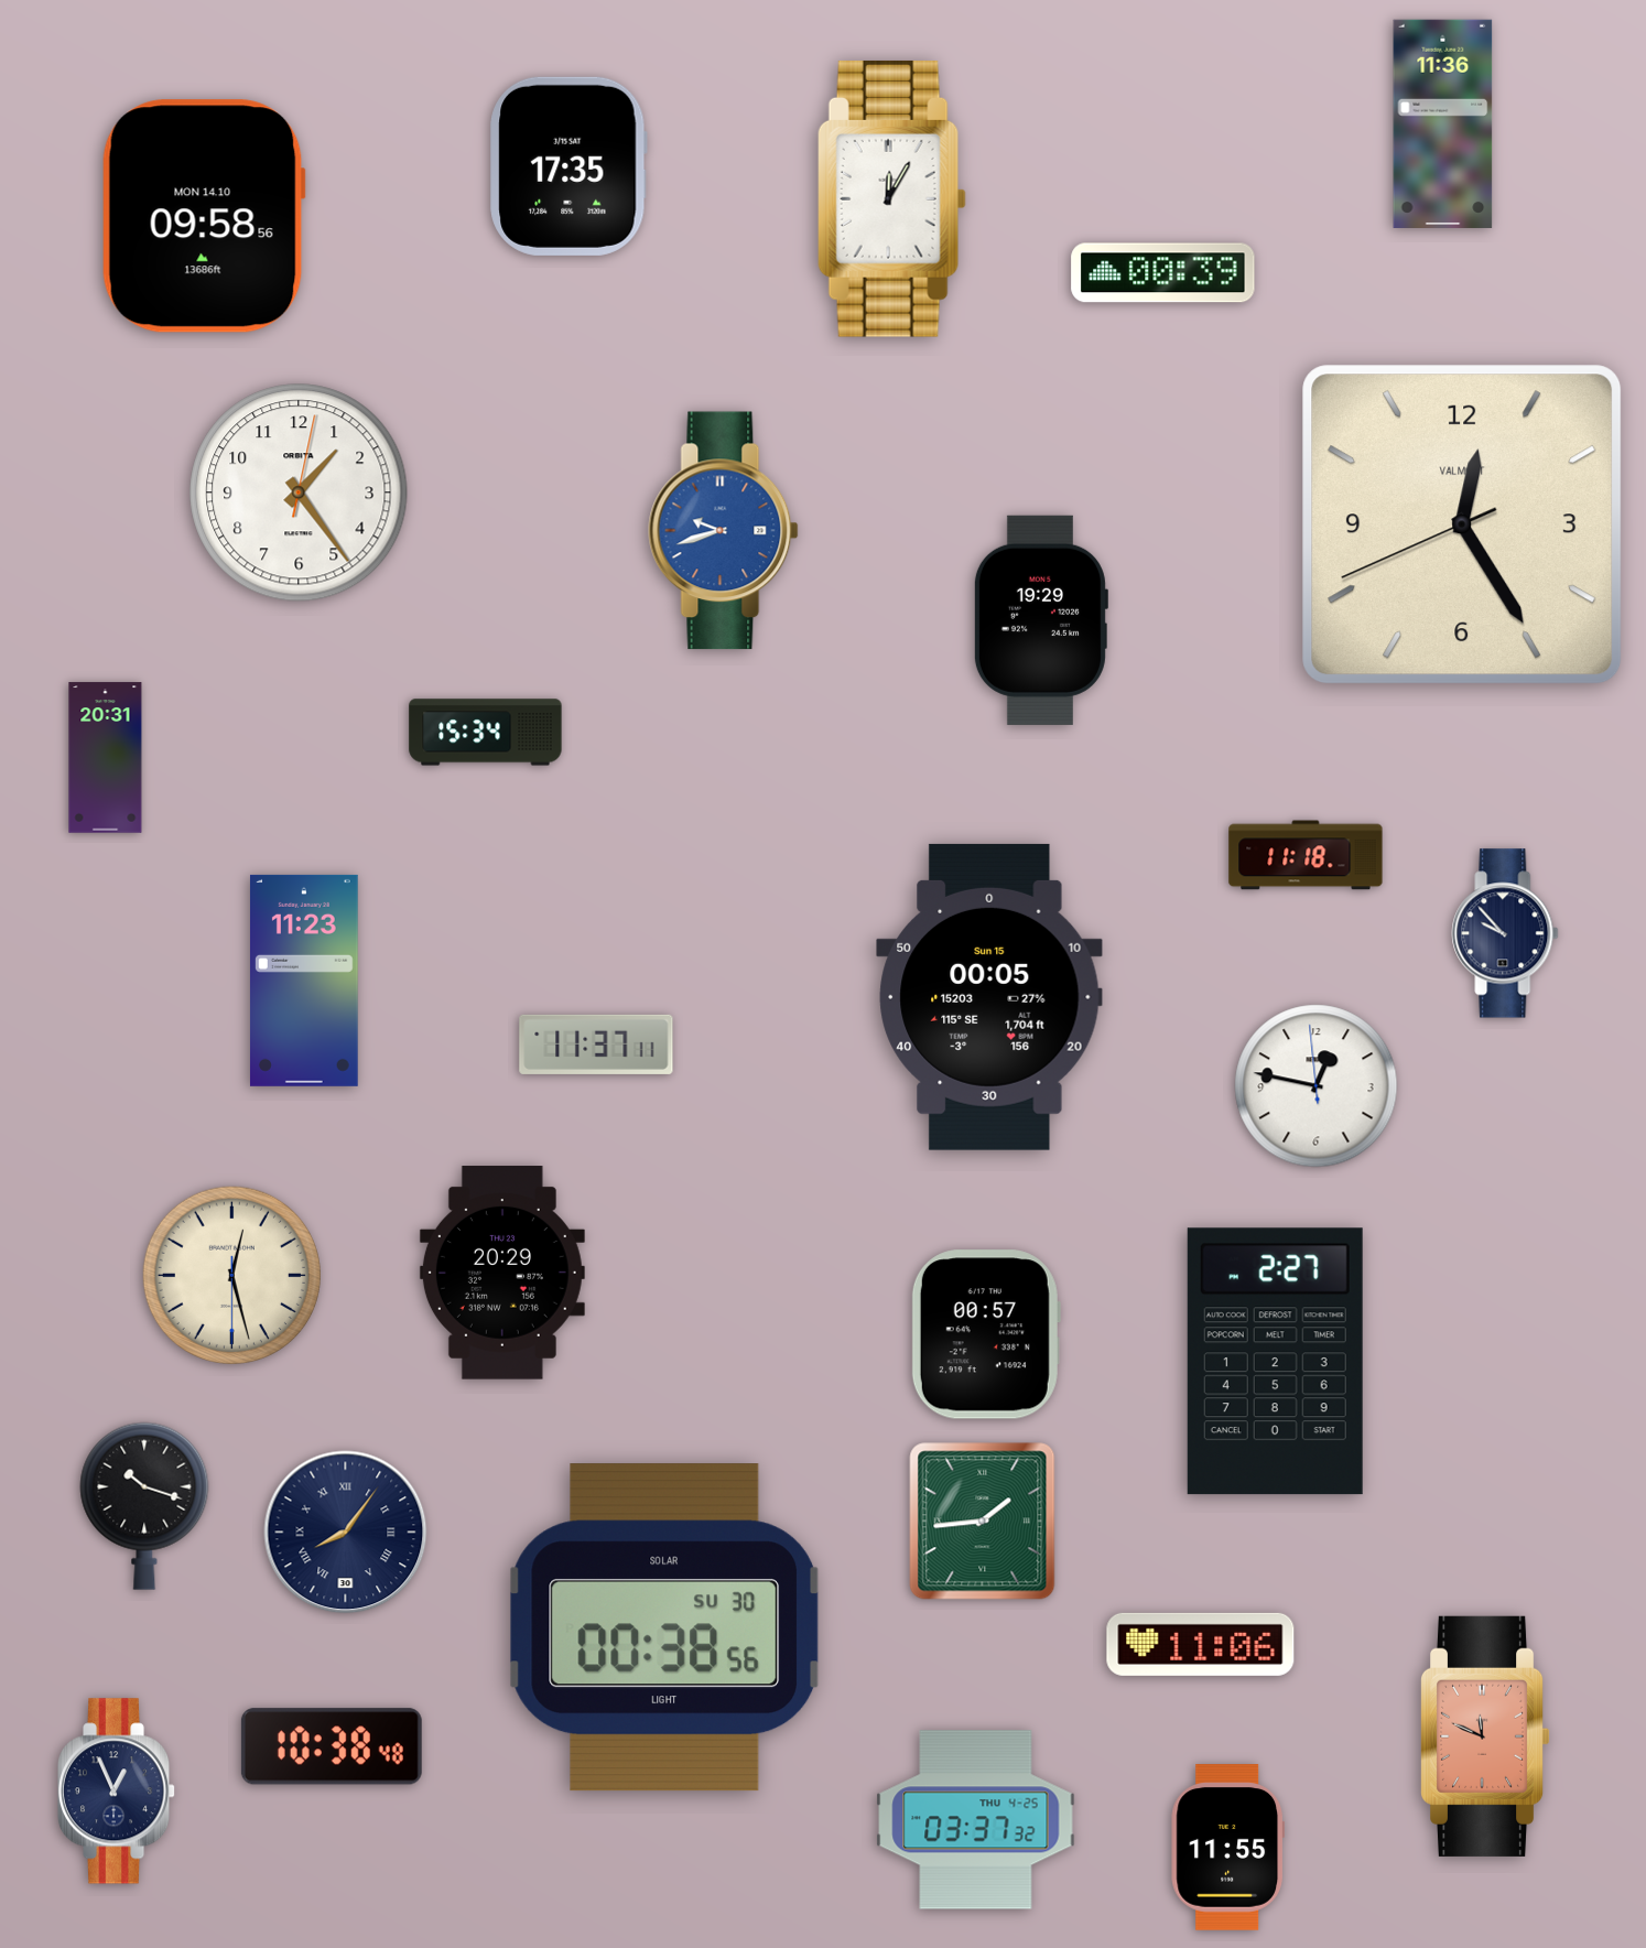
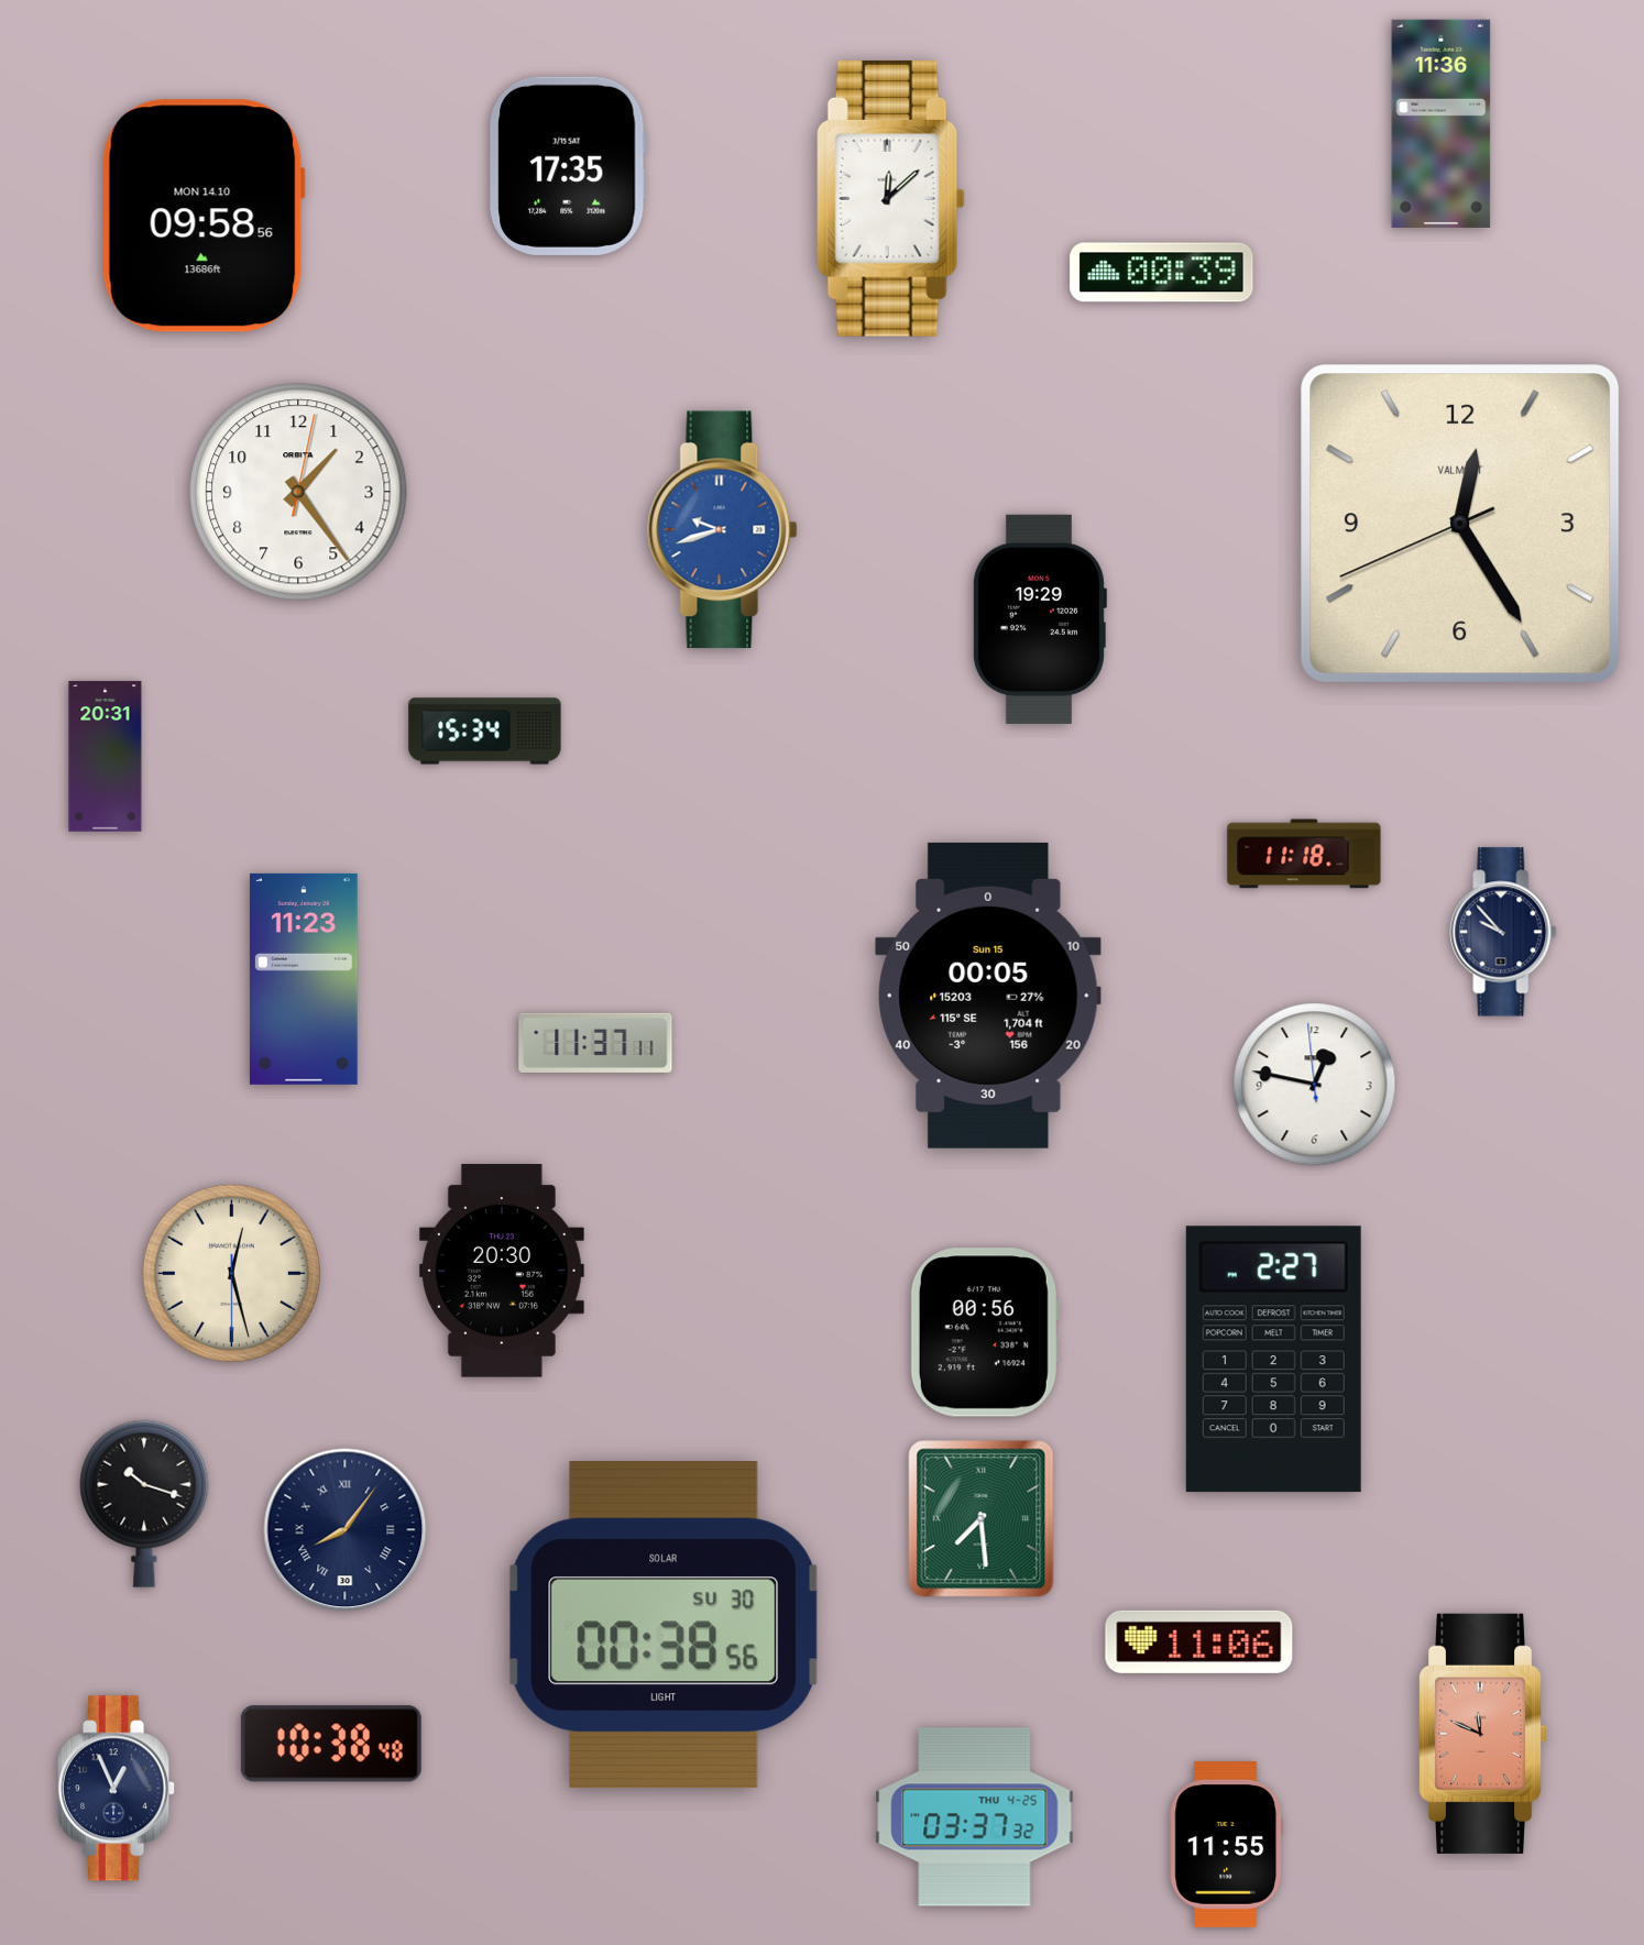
clock at (891, 198): 12:05 -> 12:08
clock at (502, 1273): 20:29 -> 20:30
clock at (986, 1334): 00:57 -> 00:56
clock at (983, 1522): 1:44 -> 7:29
